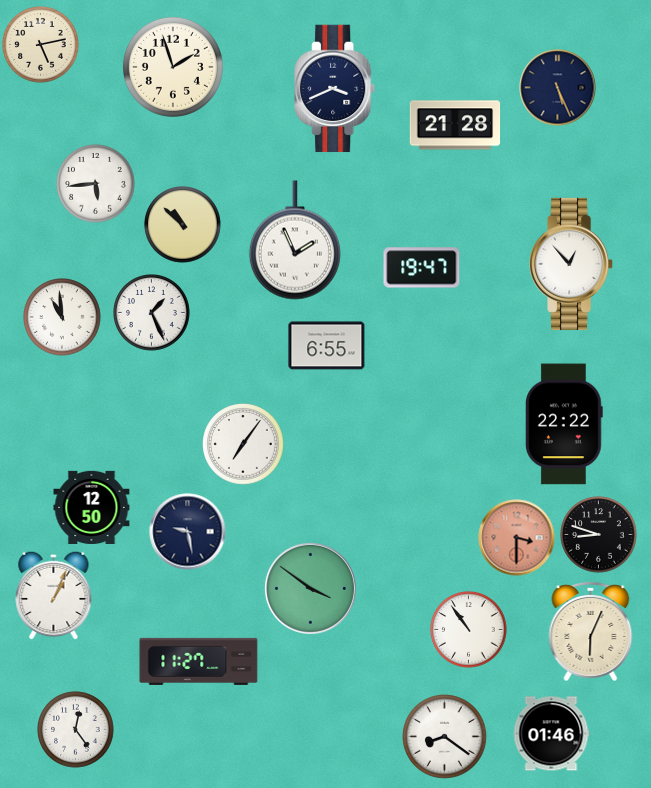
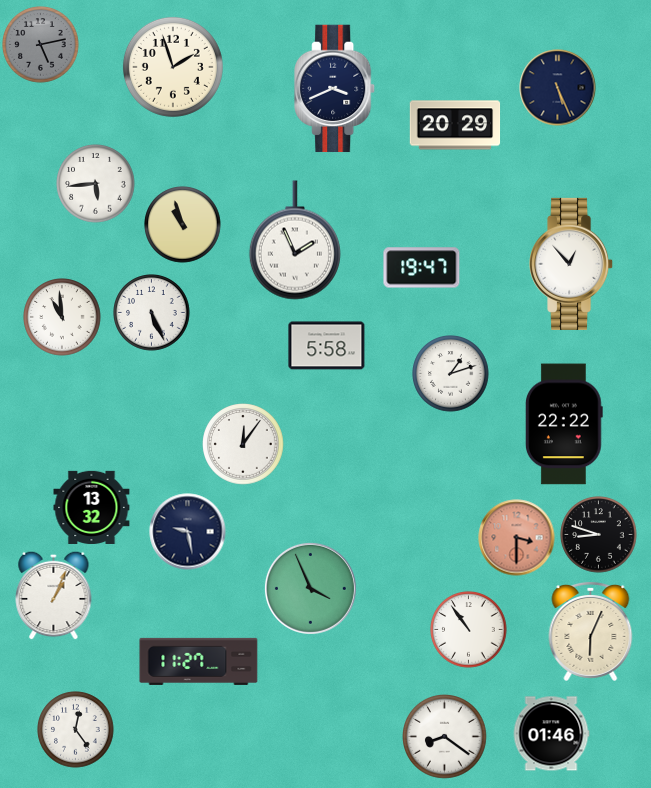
clock at (41, 45) dial: cream -> grey
clock at (455, 125): 21:28 -> 20:29
clock at (183, 225): 10:52 -> 10:57
clock at (152, 313): 1:26 -> 5:26
clock at (327, 346): 6:55 -> 5:58
clock at (451, 374): none -> 1:12
clock at (243, 444): 7:06 -> 12:06
clock at (92, 507): 12:50 -> 13:32
clock at (310, 588): 3:51 -> 3:56
